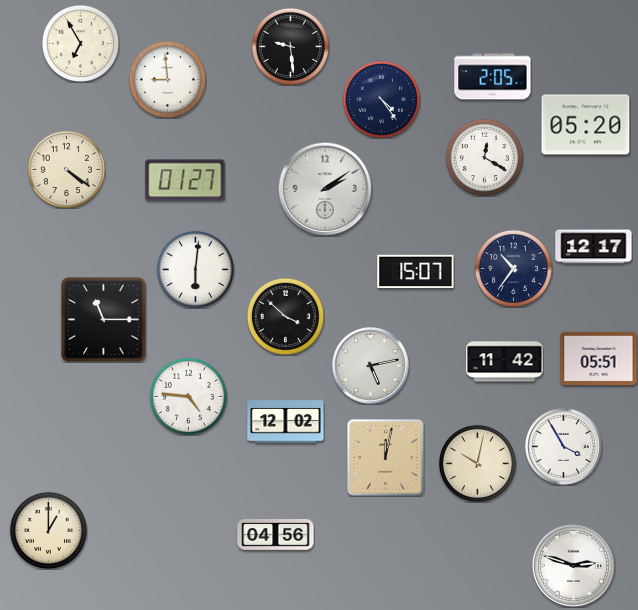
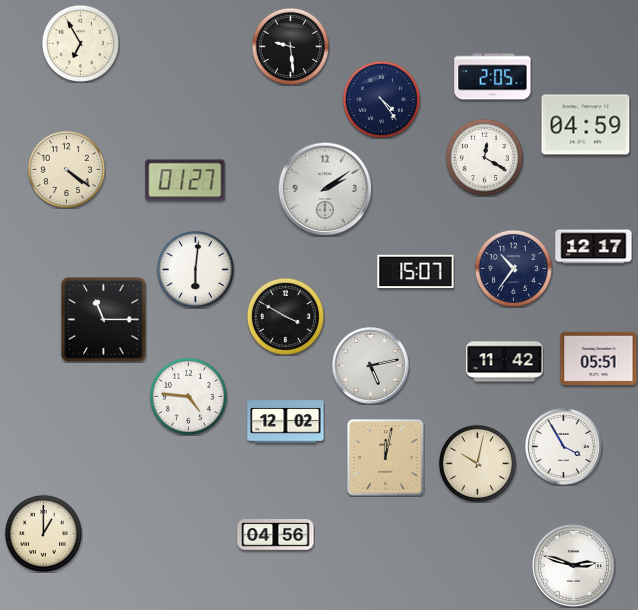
clock at (167, 79): 8:59 -> none
clock at (586, 125): 05:20 -> 04:59
clock at (285, 316): 3:52 -> 3:50
clock at (48, 530) position: (48, 530) -> (43, 533)
